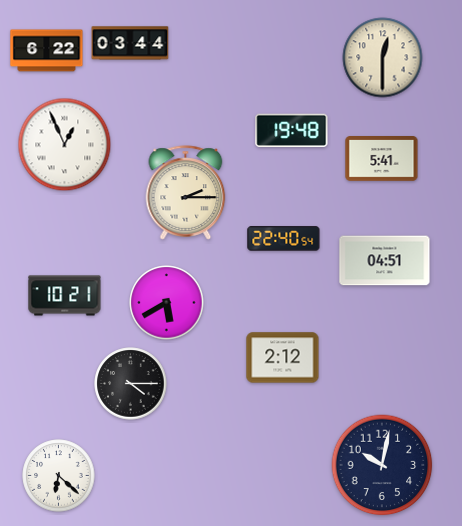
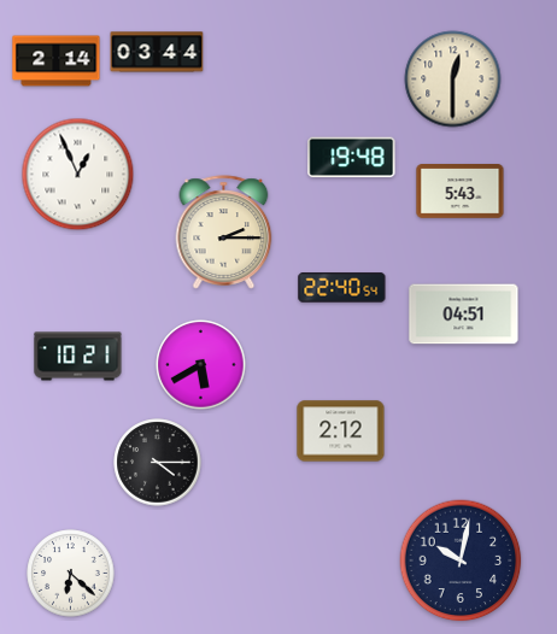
clock at (47, 51): 6:22 -> 2:14
clock at (383, 58) position: (383, 58) -> (453, 80)
clock at (382, 159): 5:41 -> 5:43
